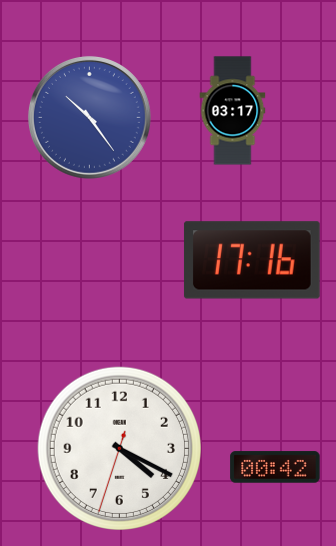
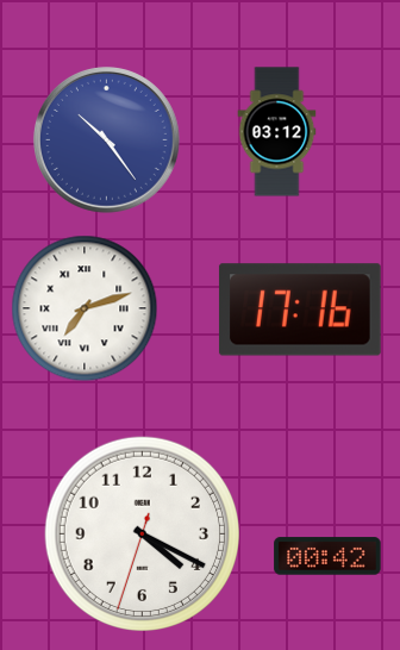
clock at (233, 111): 03:17 -> 03:12
clock at (85, 308): none -> 7:12
